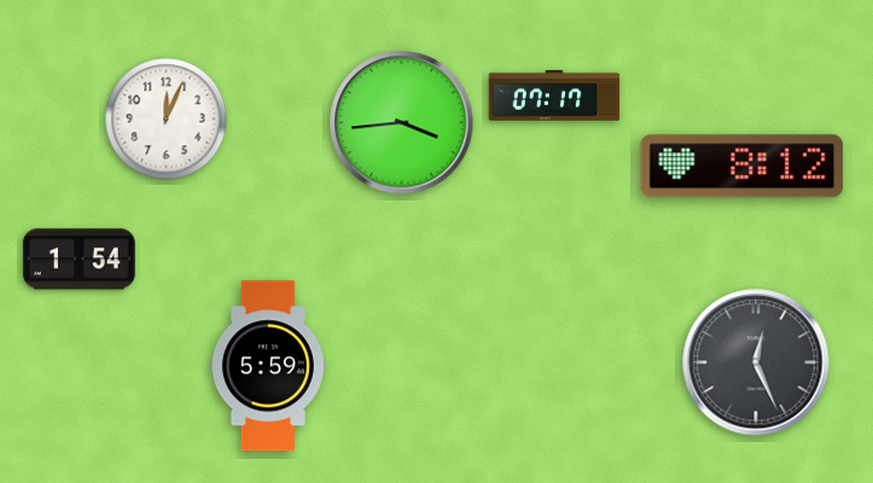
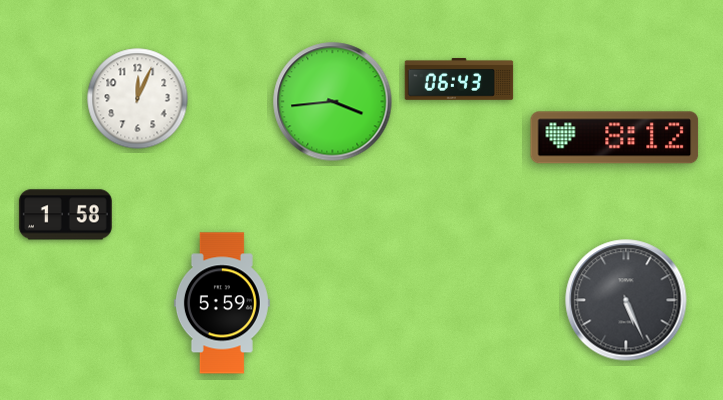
clock at (554, 95): 07:17 -> 06:43
clock at (78, 260): 1:54 -> 1:58
clock at (756, 362): 12:26 -> 5:26
